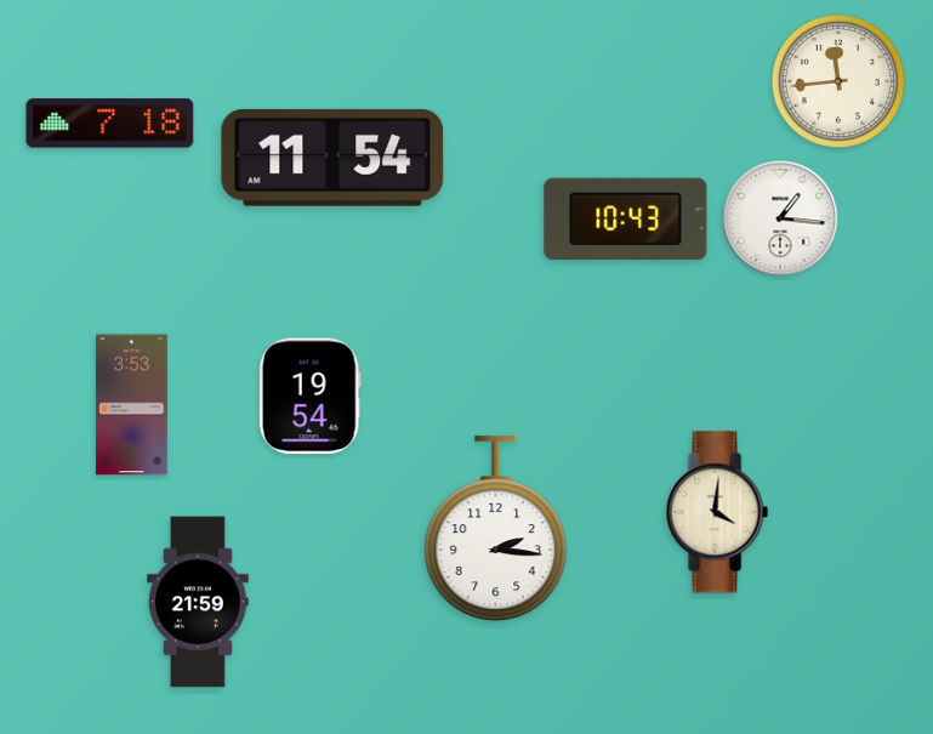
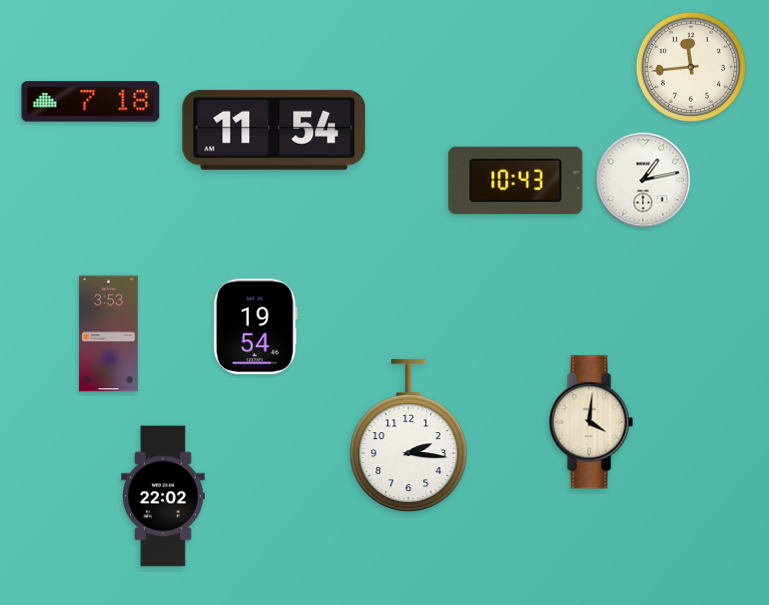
clock at (780, 218): 1:16 -> 1:13
clock at (198, 602): 21:59 -> 22:02
